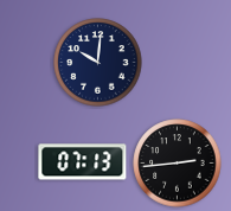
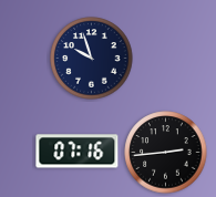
clock at (98, 63): 10:01 -> 9:57
clock at (83, 162): 07:13 -> 07:16
